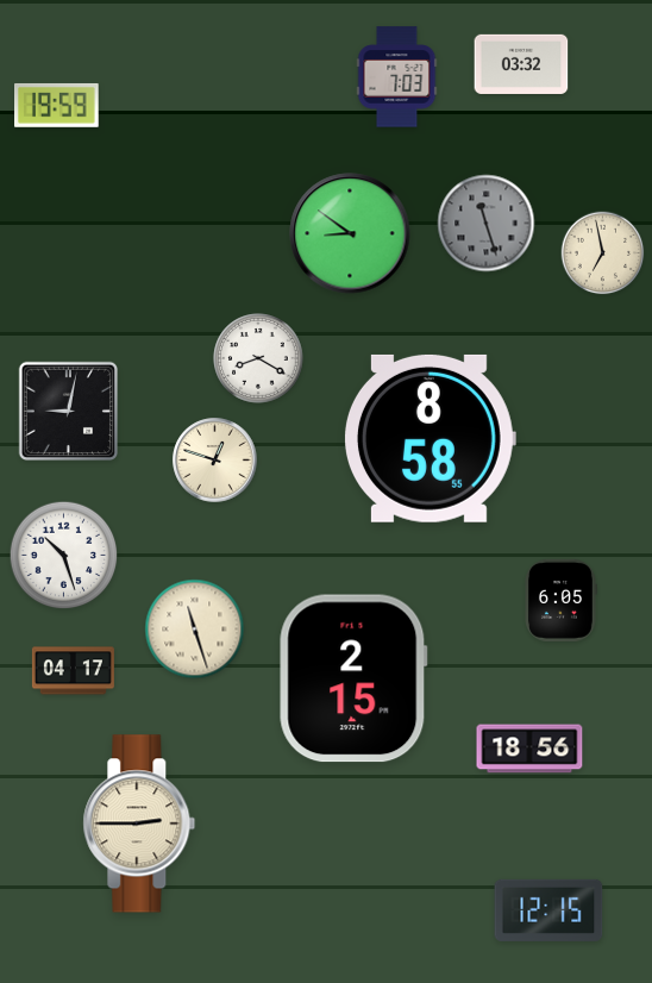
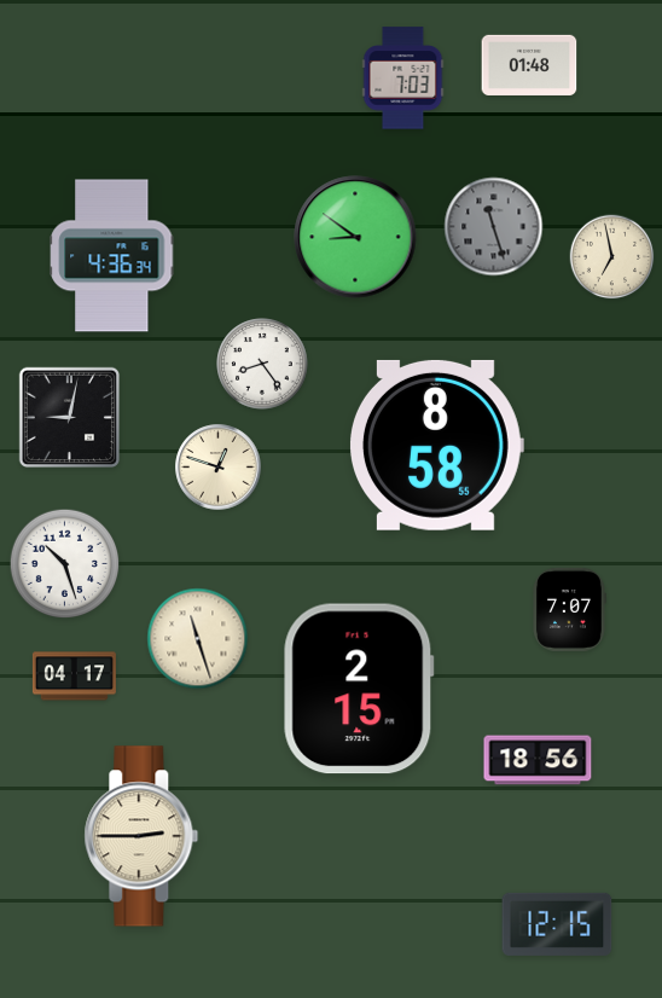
clock at (521, 64): 03:32 -> 01:48
clock at (57, 105): 19:59 -> none
clock at (112, 256): none -> 4:36
clock at (258, 358): 8:20 -> 8:24
clock at (560, 600): 6:05 -> 7:07
clock at (73, 671) position: (73, 671) -> (74, 677)
